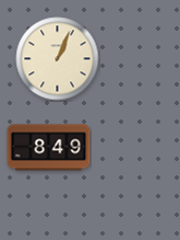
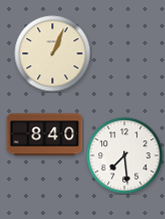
clock at (49, 148): 8:49 -> 8:40
clock at (125, 156): none -> 7:29
